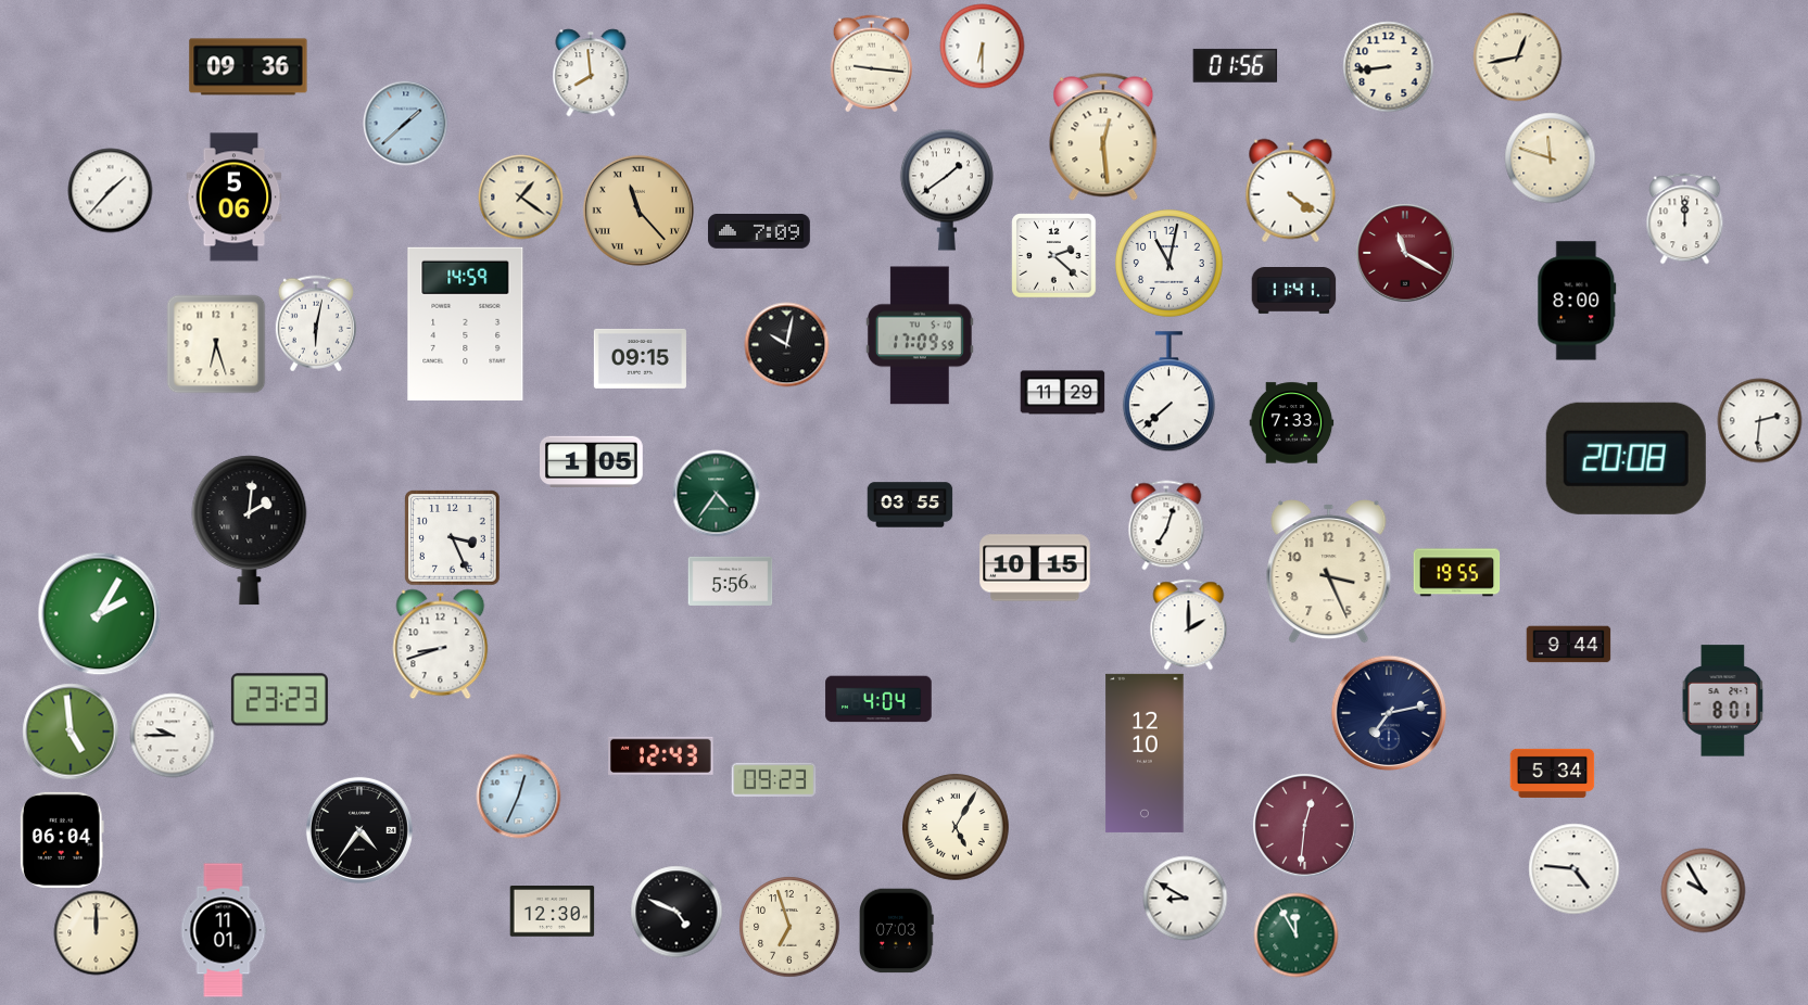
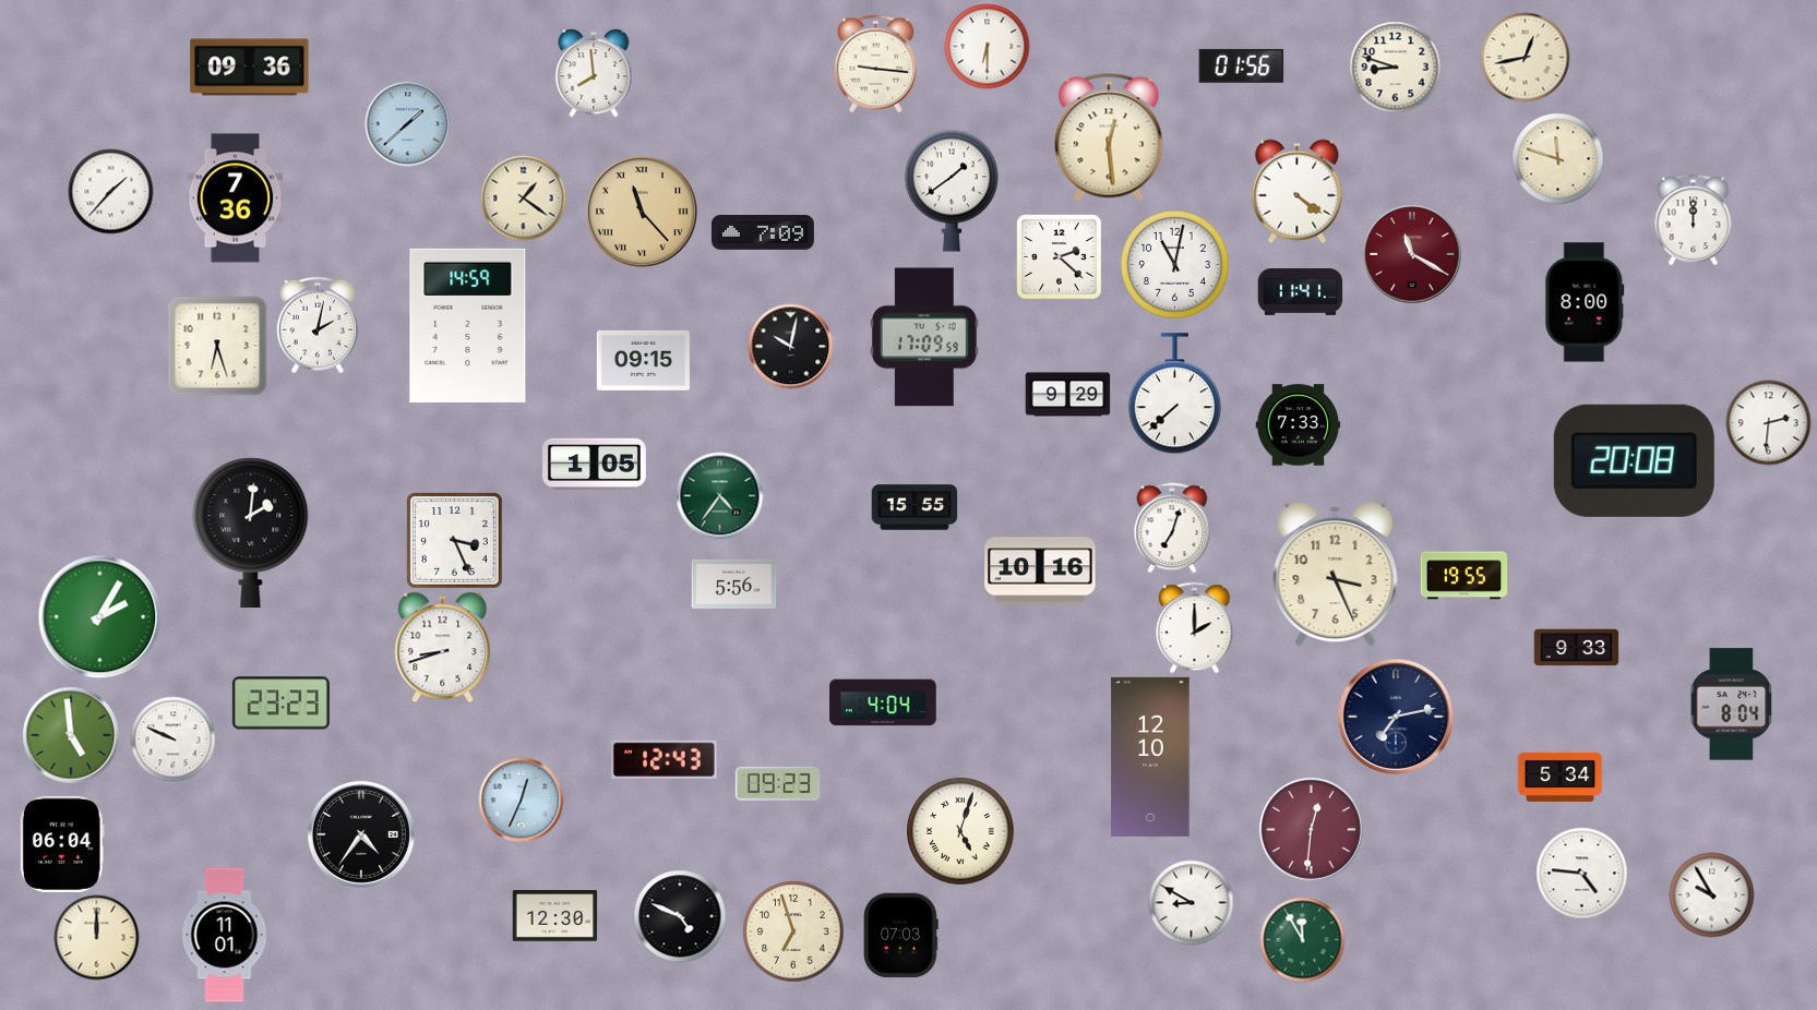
clock at (1388, 66): 8:44 -> 8:48
clock at (235, 198): 5:06 -> 7:36
clock at (316, 323): 6:02 -> 2:02
clock at (1062, 393): 11:29 -> 9:29
clock at (910, 505): 03:55 -> 15:55
clock at (1035, 568): 10:15 -> 10:16
clock at (1568, 645): 9:44 -> 9:33
clock at (1723, 701): 8:01 -> 8:04
clock at (172, 735): 9:45 -> 9:49
clock at (957, 828): 5:05 -> 5:03
